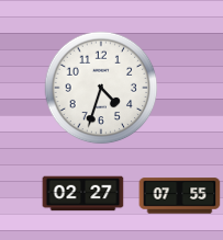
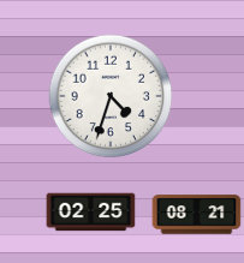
clock at (83, 194): 02:27 -> 02:25
clock at (180, 196): 07:55 -> 08:21
